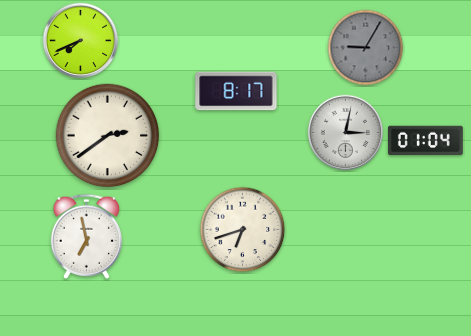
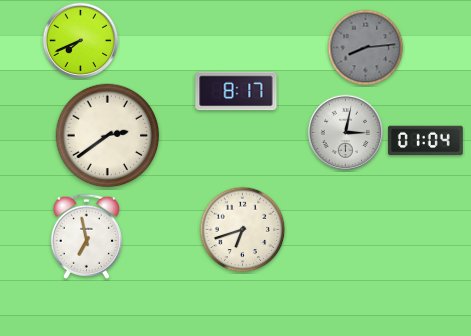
clock at (366, 48): 9:05 -> 8:14
